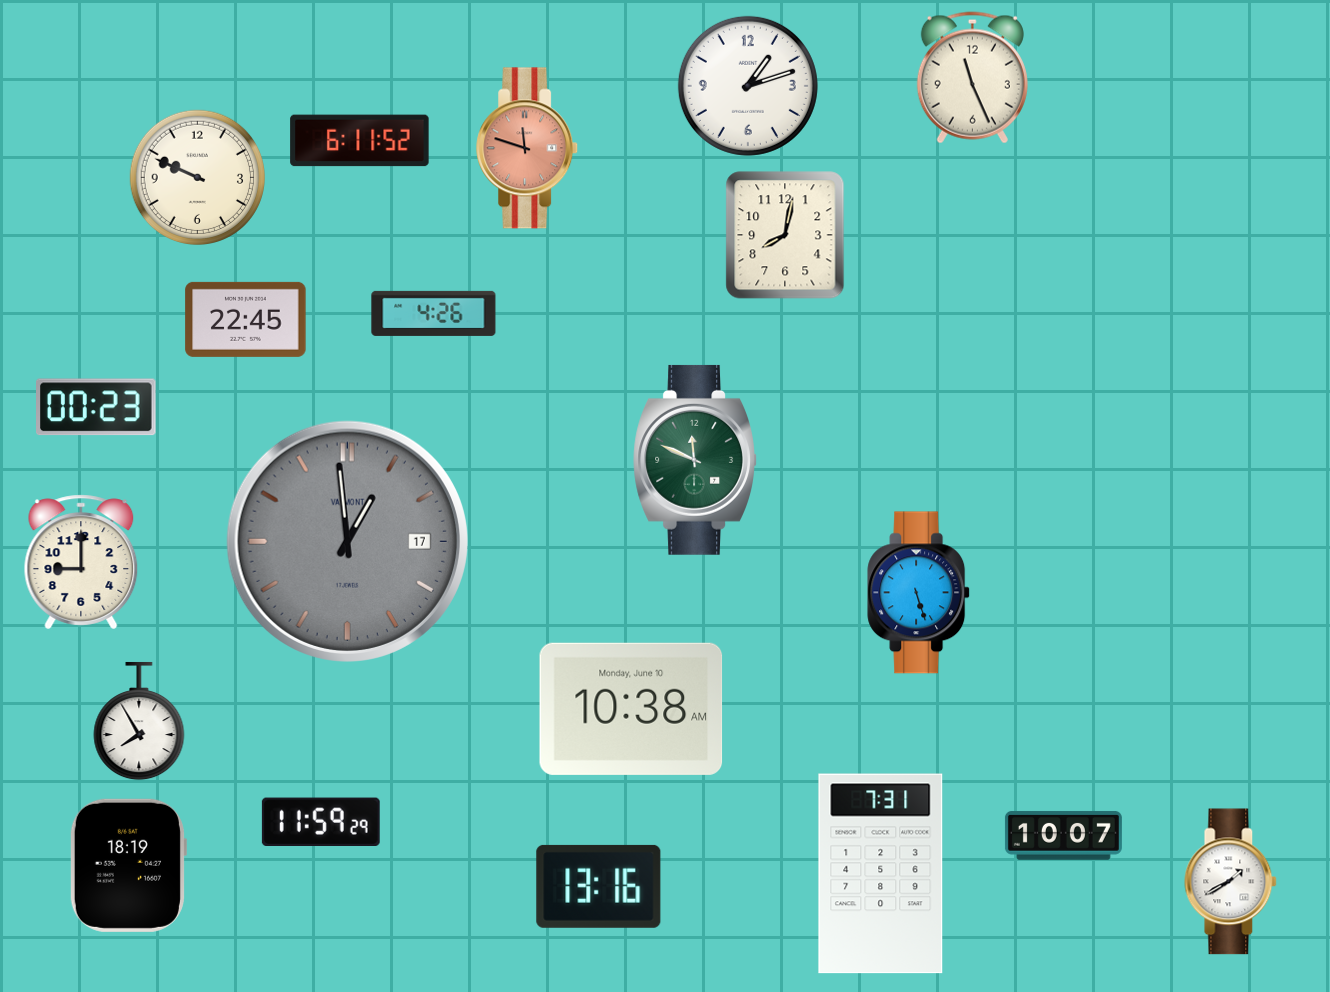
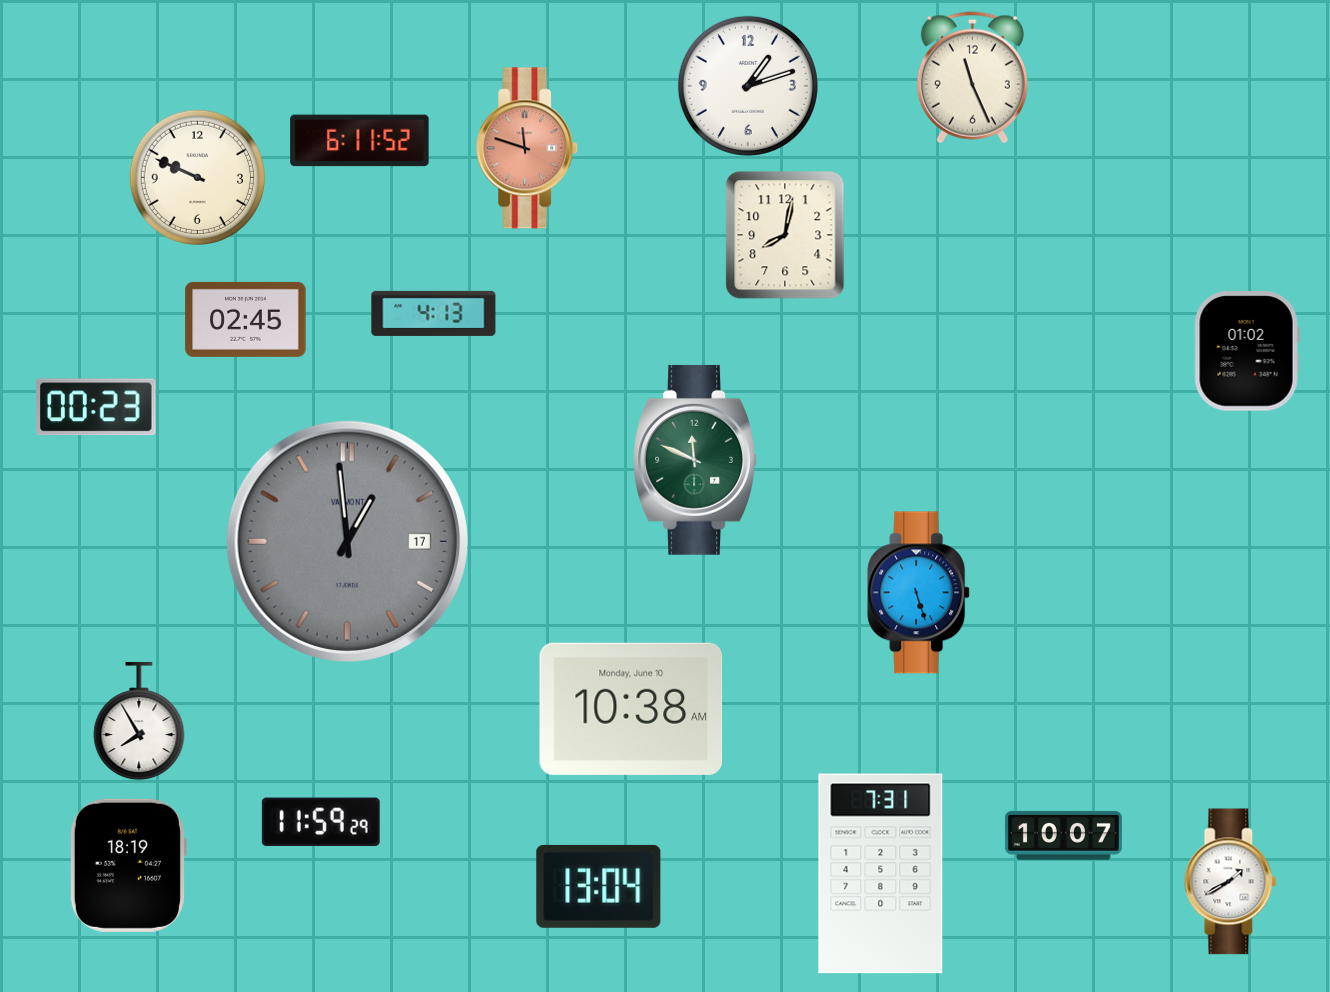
clock at (434, 313): 4:26 -> 4:13
clock at (246, 319): 22:45 -> 02:45
clock at (1247, 351): none -> 01:02
clock at (81, 562): 9:00 -> none
clock at (599, 886): 13:16 -> 13:04
